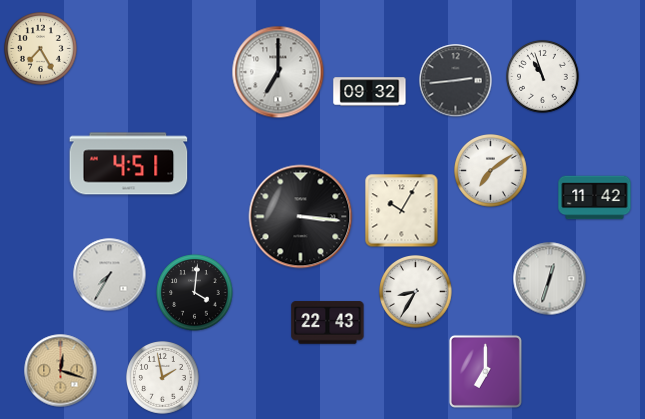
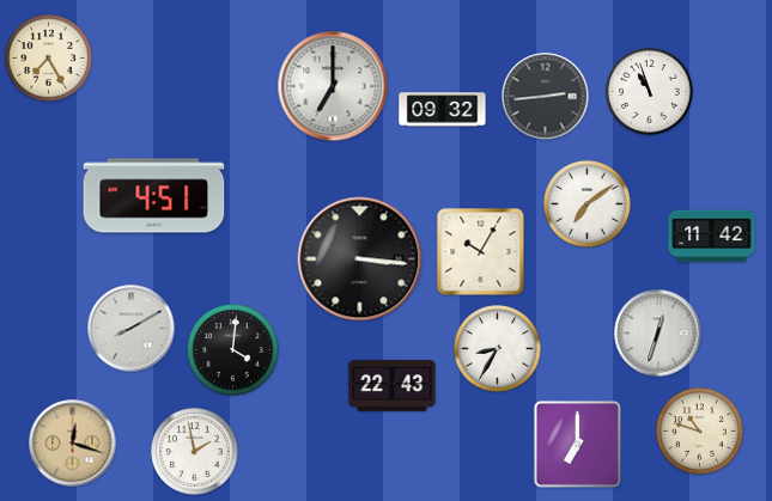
clock at (110, 275): 7:35 -> 8:10
clock at (700, 432): none -> 10:48
clock at (485, 371) position: (485, 371) -> (577, 444)
